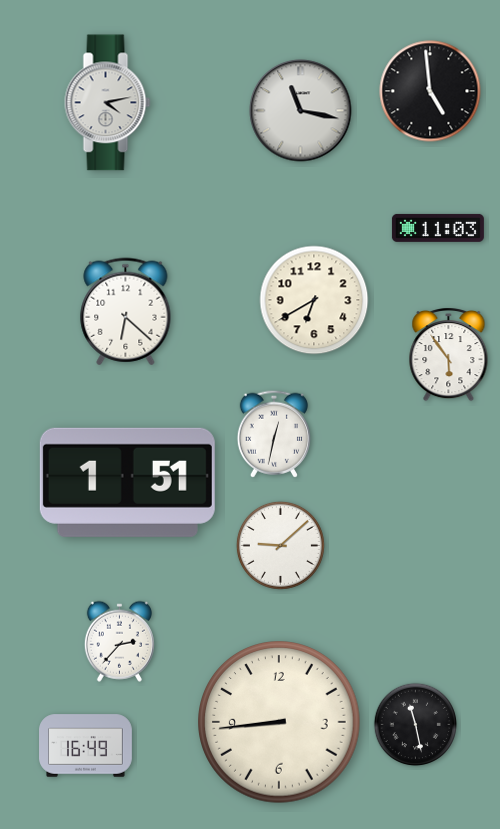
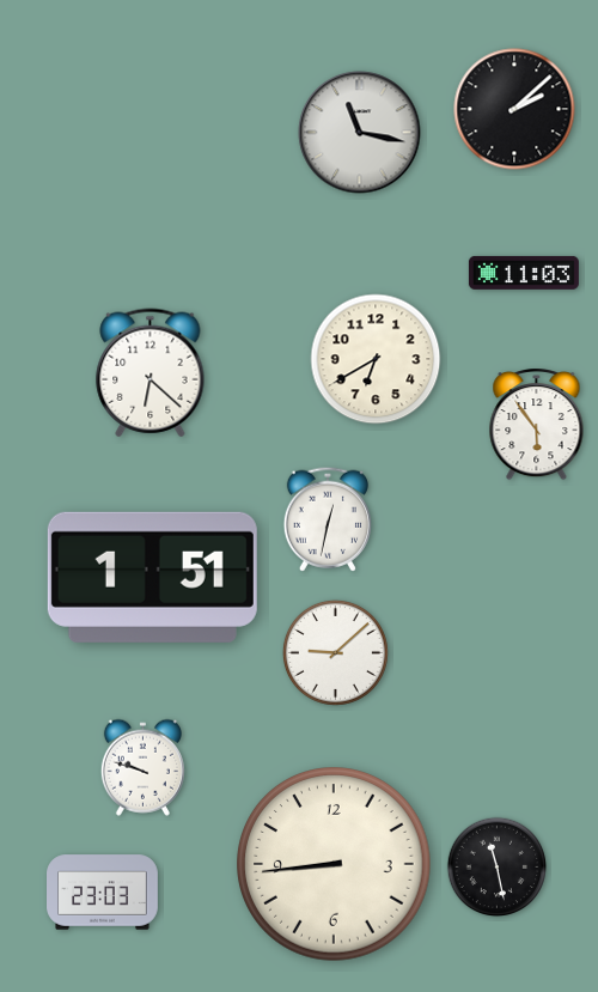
clock at (430, 91): 4:59 -> 2:08
clock at (108, 103): 4:13 -> none
clock at (119, 641): 2:37 -> 9:48
clock at (86, 746): 16:49 -> 23:03
